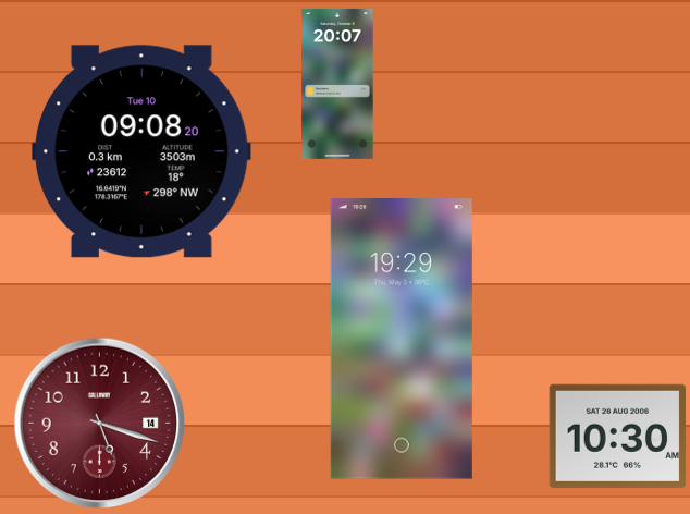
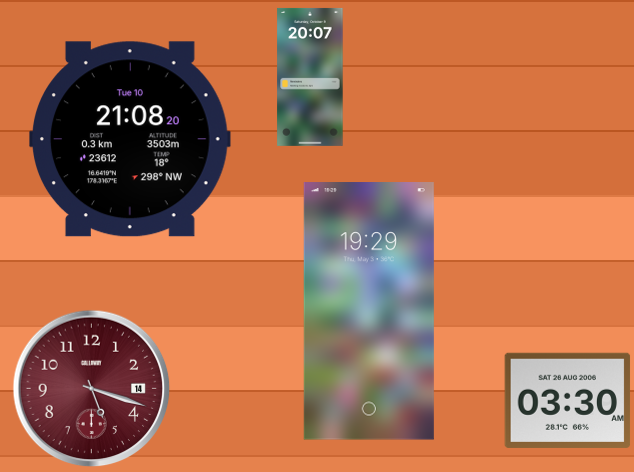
clock at (143, 151): 09:08 -> 21:08
clock at (618, 436): 10:30 -> 03:30
